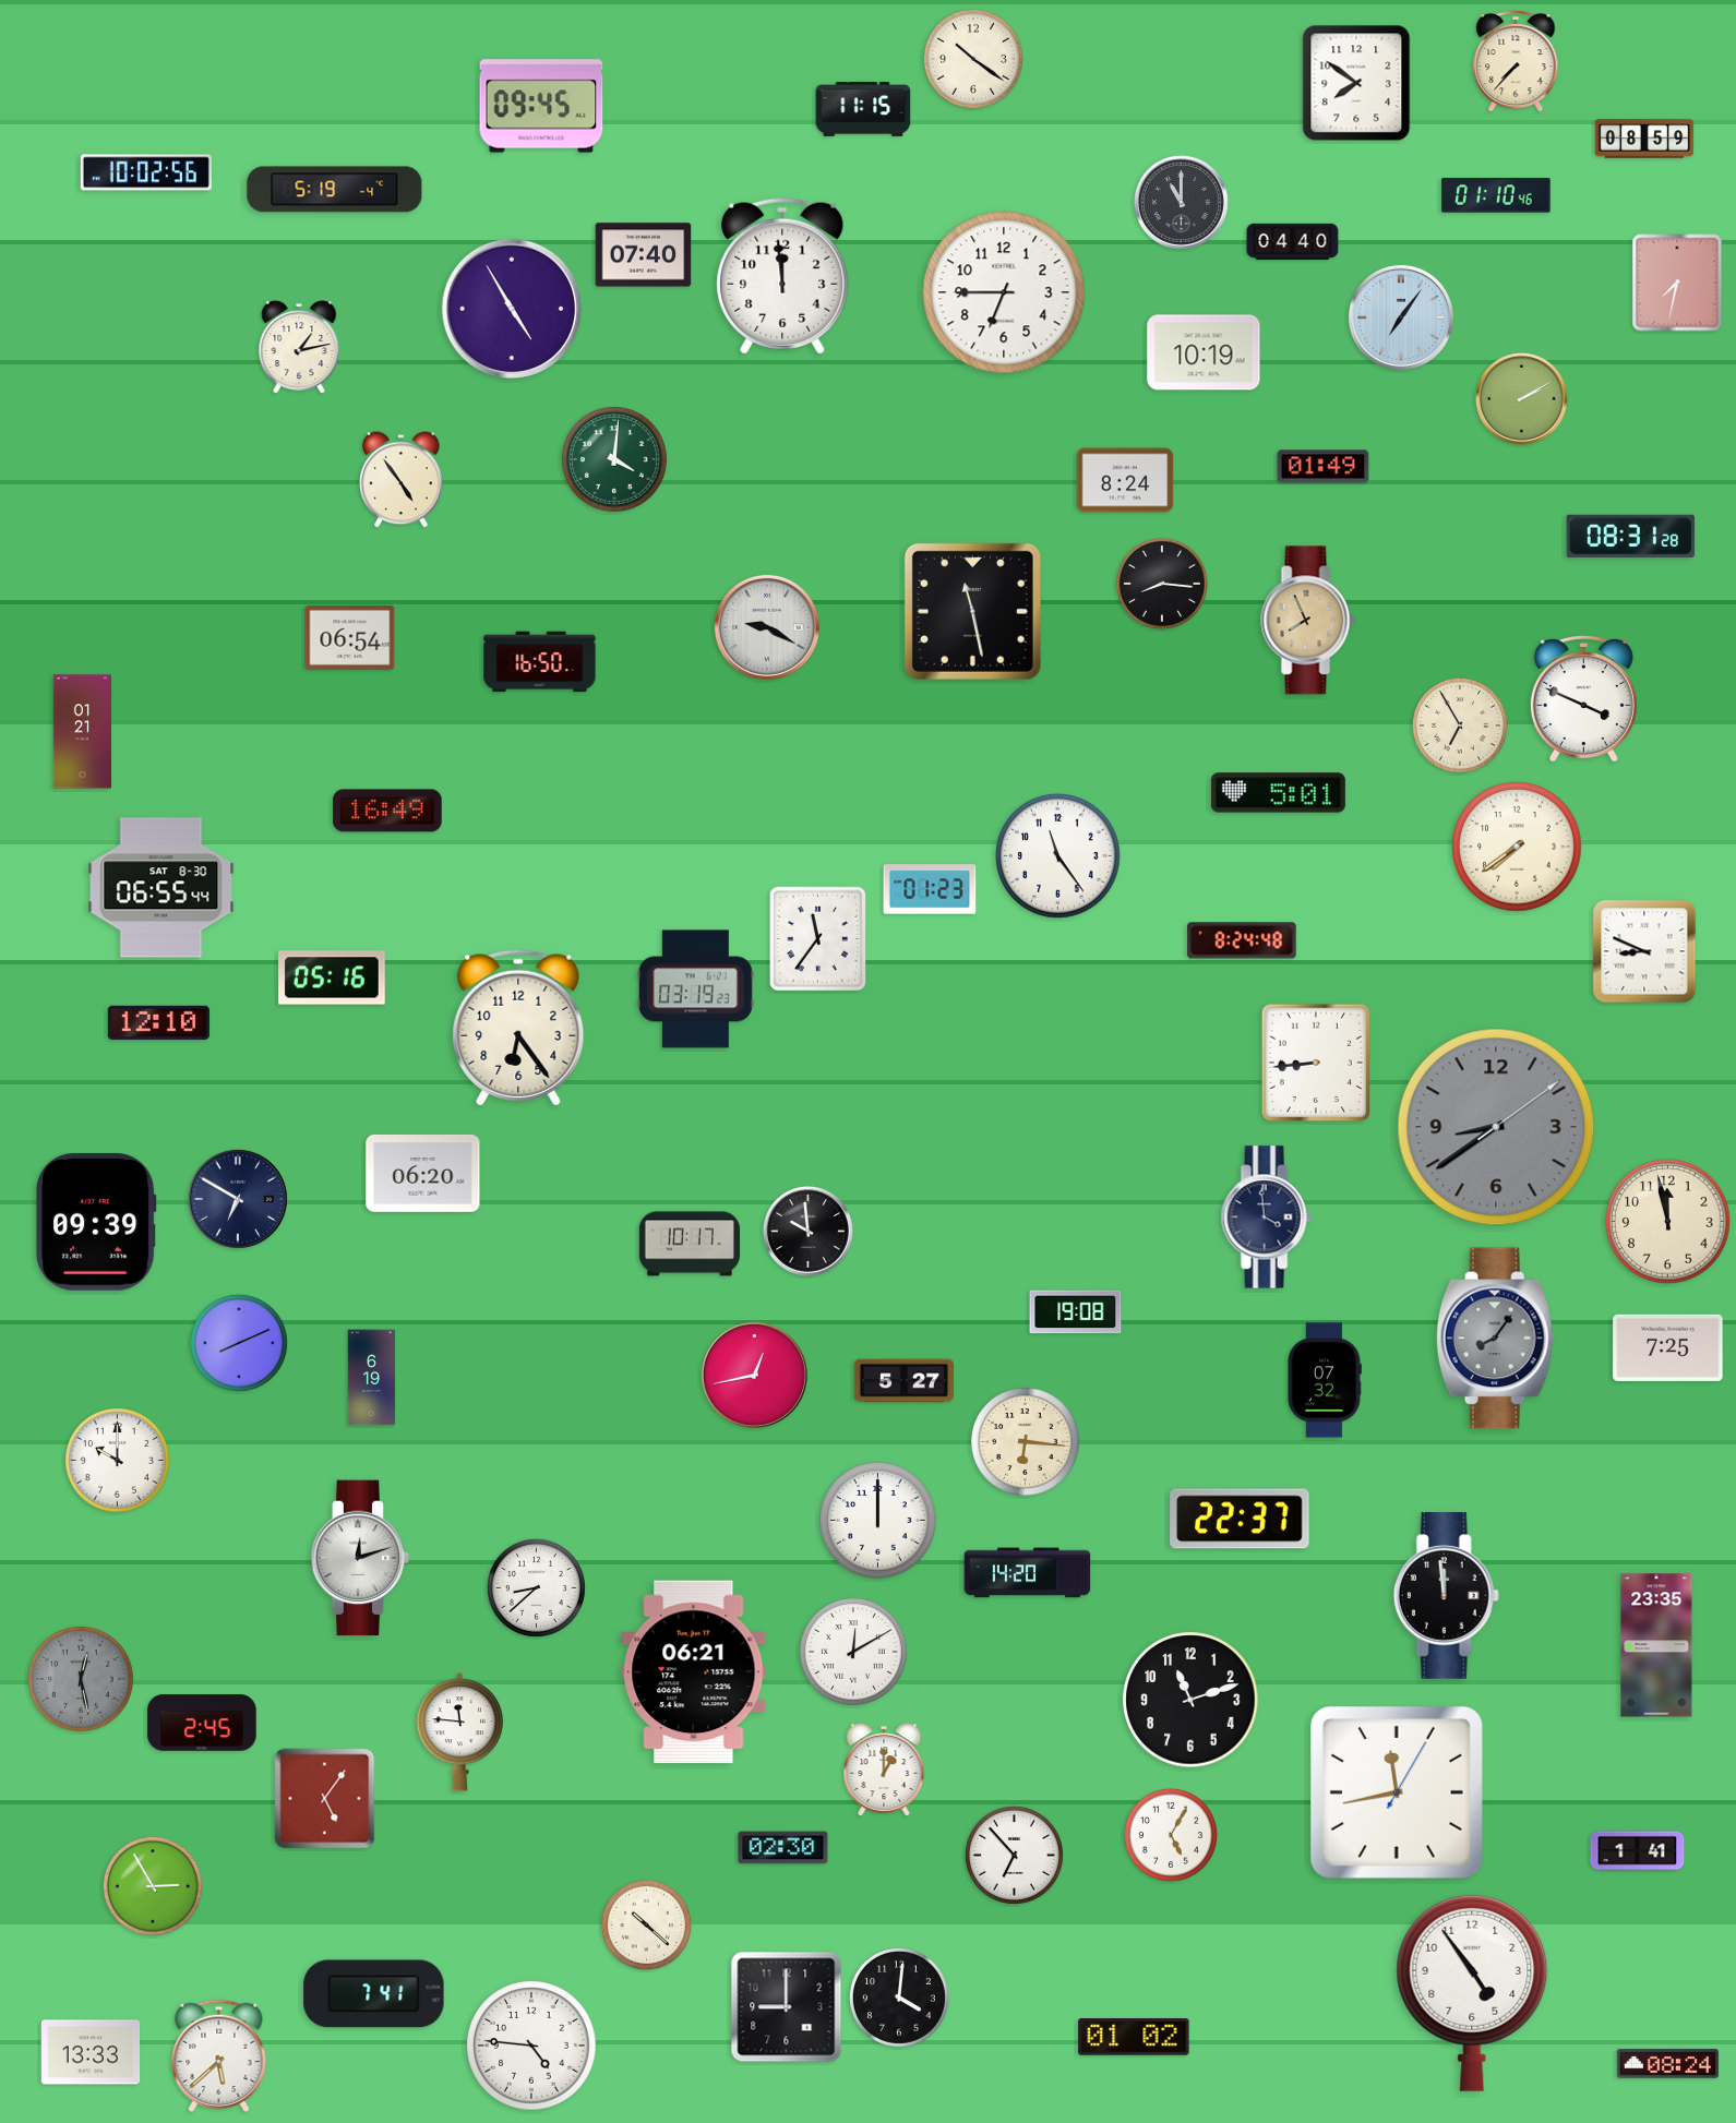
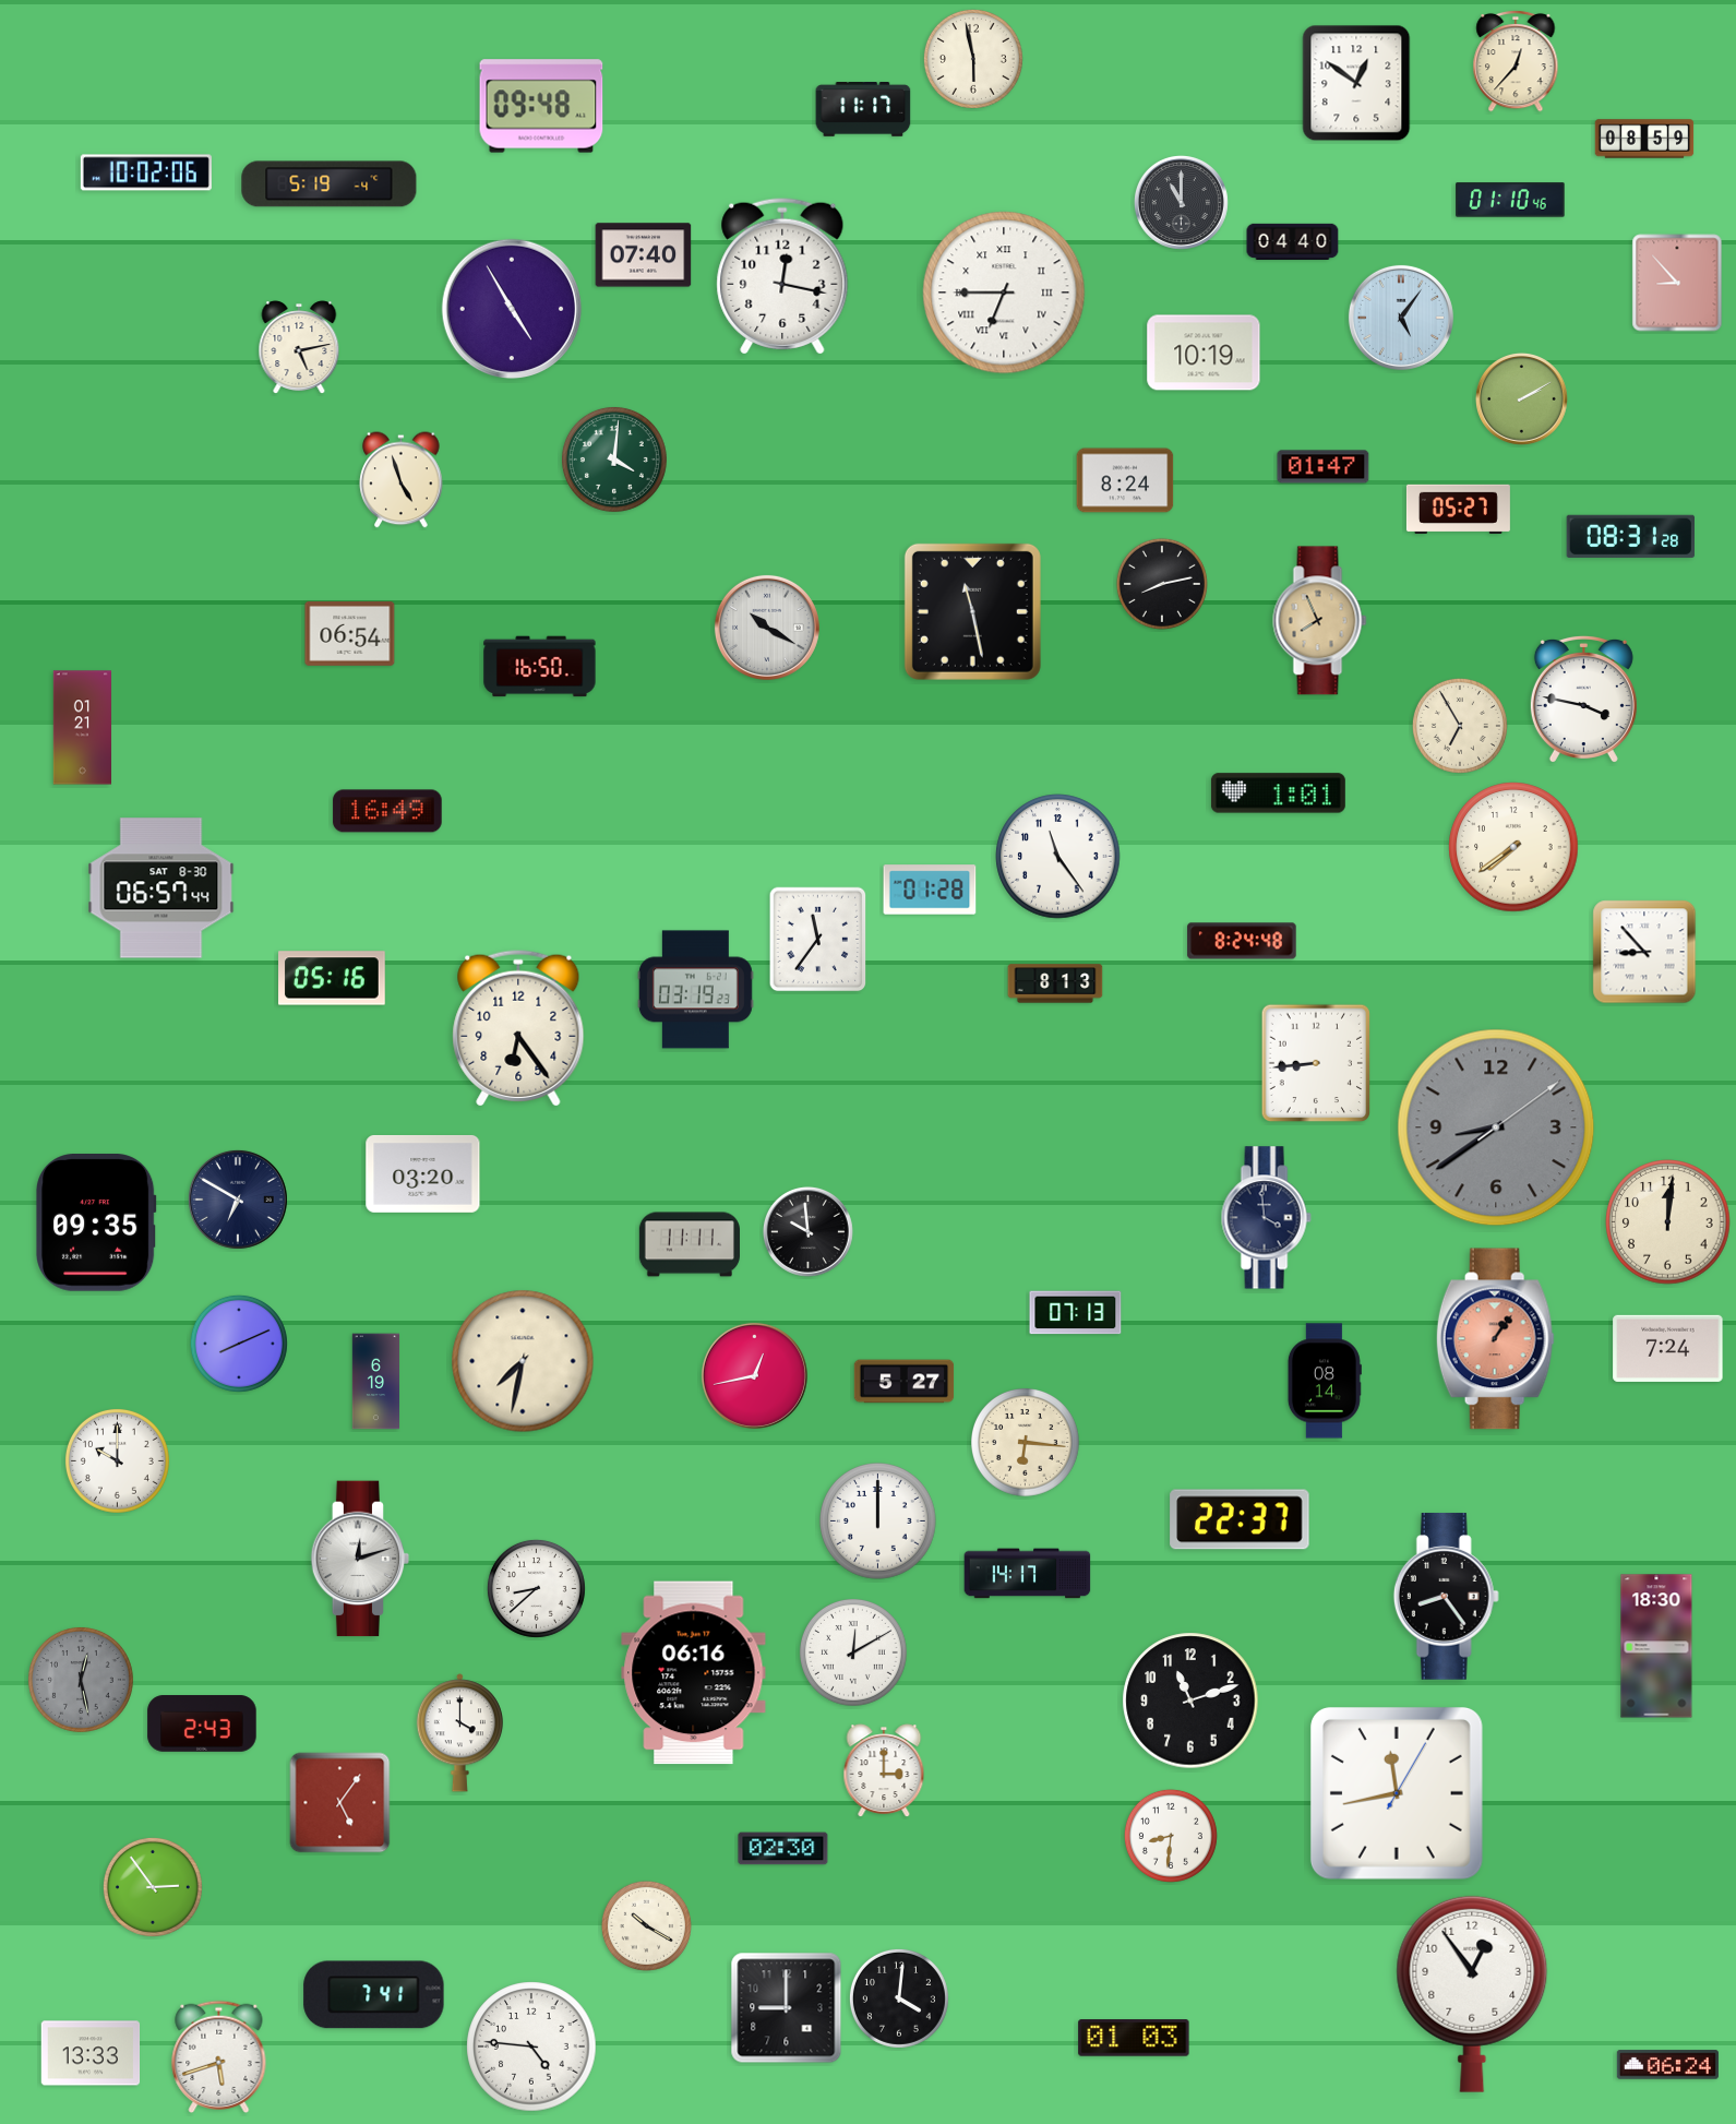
clock at (973, 59): 10:21 -> 5:58
clock at (1516, 61): 7:37 -> 12:37
clock at (1356, 83): 7:51 -> 12:51
clock at (541, 106): 09:45 -> 09:48
clock at (863, 110): 11:15 -> 11:17
clock at (146, 172): 10:02:56 -> 10:02:06
clock at (335, 190) position: (335, 190) -> (330, 184)
clock at (1496, 195) position: (1496, 195) -> (1510, 200)
clock at (782, 276): 11:59 -> 12:17
clock at (1677, 283): 7:32 -> 8:53
clock at (1004, 292) numerals: Arabic -> Roman
clock at (1401, 317): 7:06 -> 5:06
clock at (299, 347): 1:13 -> 5:13
clock at (1324, 467): 01:49 -> 01:47
clock at (402, 480): 4:54 -> 4:57
clock at (1458, 509): none -> 05:27
clock at (1162, 584): 8:16 -> 8:13
clock at (1308, 621) position: (1308, 621) -> (1320, 621)
clock at (767, 627): 9:20 -> 10:20
clock at (350, 637) position: (350, 637) -> (350, 633)
clock at (540, 662) position: (540, 662) -> (540, 667)
clock at (1583, 698): 3:49 -> 3:47
clock at (82, 732) position: (82, 732) -> (82, 728)
clock at (1278, 793): 5:01 -> 1:01
clock at (1517, 847) position: (1517, 847) -> (1513, 847)
clock at (161, 888): 06:55 -> 06:57
clock at (930, 889): 01:23 -> 01:28
clock at (1644, 951): 8:49 -> 8:53
clock at (1055, 983): none -> 8:13
clock at (158, 1022): 12:10 -> none
clock at (423, 1173): 06:20 -> 03:20
clock at (96, 1222): 09:39 -> 09:35
clock at (1668, 1222): 11:58 -> 12:01
clock at (689, 1244): 10:17 -> 11:11
clock at (1076, 1312): 19:08 -> 07:13
clock at (1495, 1339): 8:06 -> 1:06
clock at (1495, 1339) dial: grey -> salmon
clock at (1668, 1347): 7:25 -> 7:24
clock at (523, 1361): none -> 7:32
clock at (372, 1378) position: (372, 1378) -> (376, 1382)
clock at (1325, 1380): 07:32 -> 08:14
clock at (1028, 1573): 14:20 -> 14:17
clock at (1446, 1596): 11:59 -> 8:24
clock at (1656, 1645): 23:35 -> 18:30
clock at (694, 1672): 06:21 -> 06:16
clock at (202, 1723): 2:45 -> 2:43
clock at (459, 1732): 11:46 -> 4:00
clock at (884, 1770): 1:00 -> 3:00
clock at (325, 1799) position: (325, 1799) -> (340, 1803)
clock at (1171, 1835): 5:05 -> 8:31
clock at (1638, 1851): 1:41 -> none
clock at (1014, 1855): 6:53 -> none
clock at (153, 1886): 2:55 -> 2:54
clock at (646, 1924): 10:22 -> 10:20
clock at (1472, 1993): 4:54 -> 12:54
clock at (1134, 2037): 01:02 -> 01:03
clock at (219, 2055): 5:38 -> 5:42
clock at (1667, 2064): 08:24 -> 06:24
